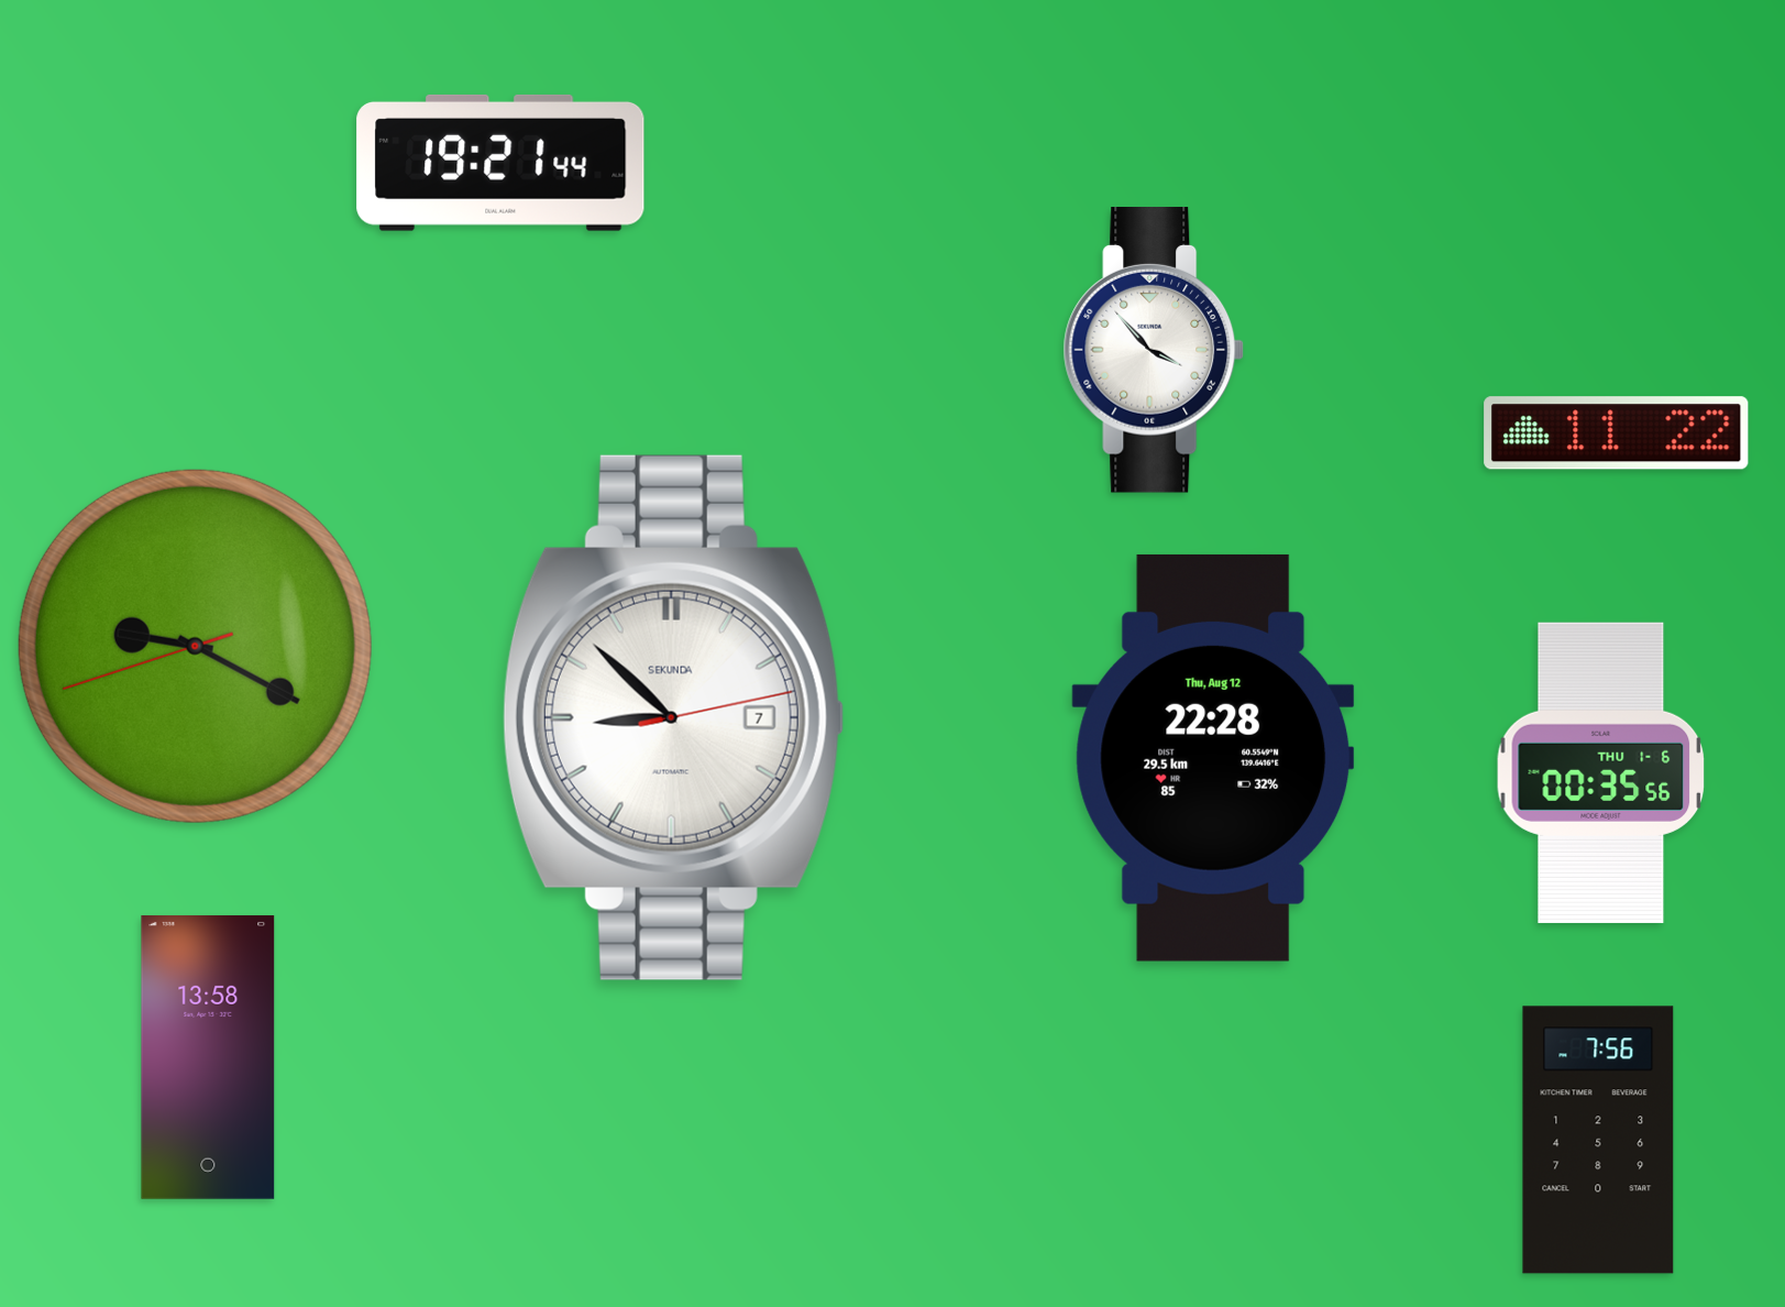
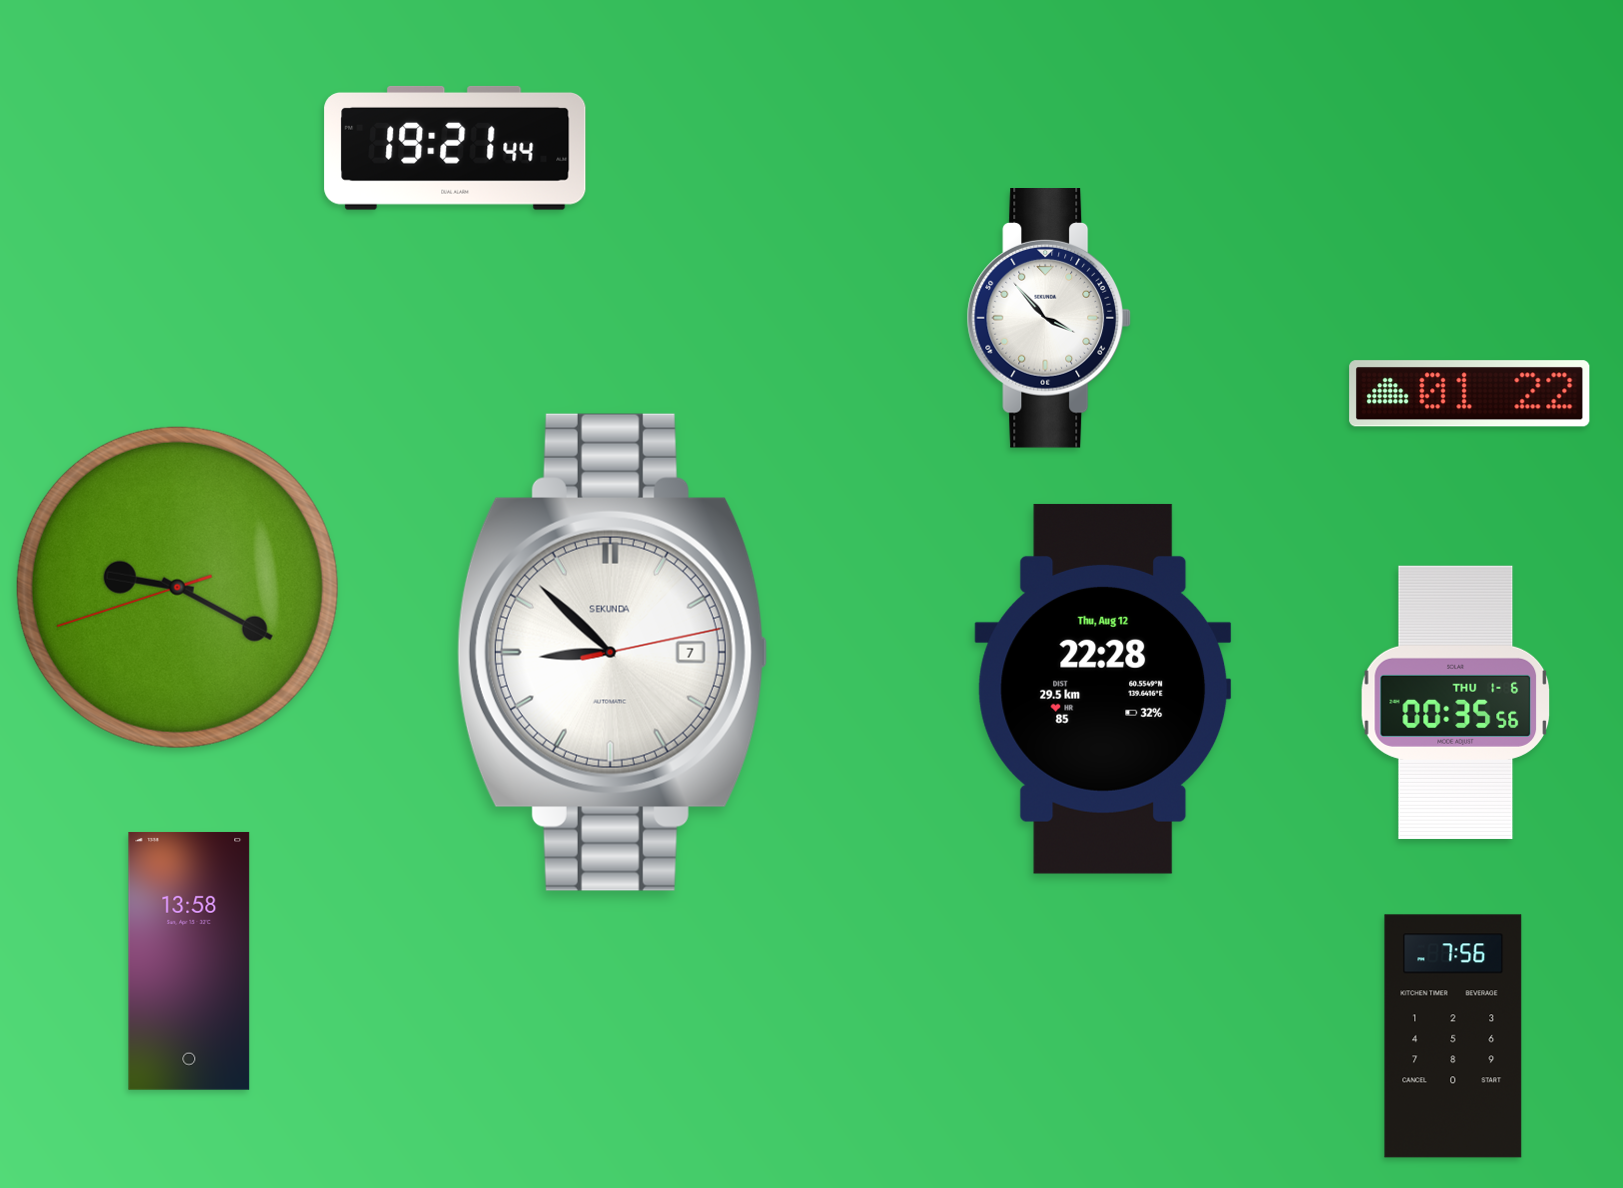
clock at (1617, 433): 11:22 -> 01:22
